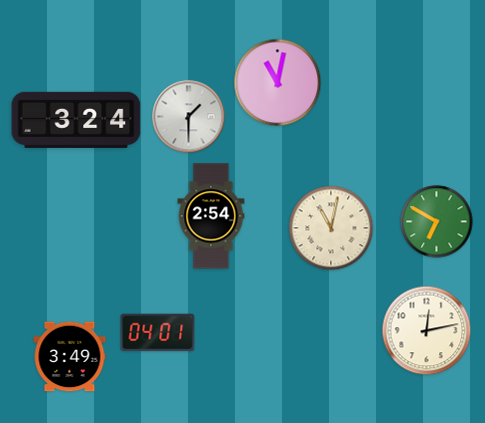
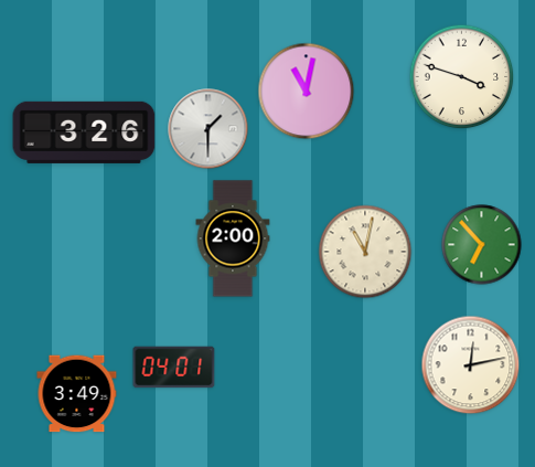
clock at (462, 77): none -> 3:48
clock at (76, 120): 3:24 -> 3:26
clock at (211, 216): 2:54 -> 2:00
clock at (437, 222): 6:50 -> 6:53
